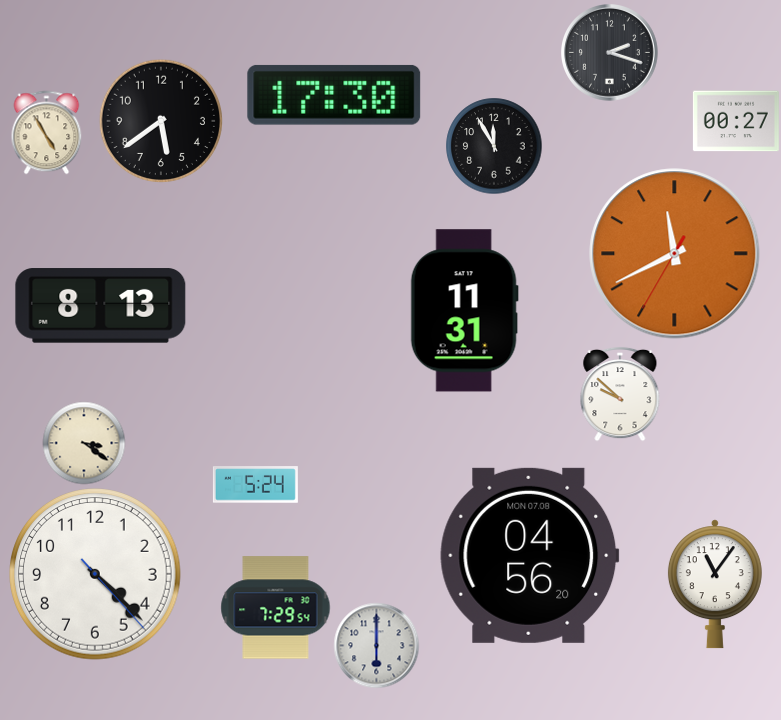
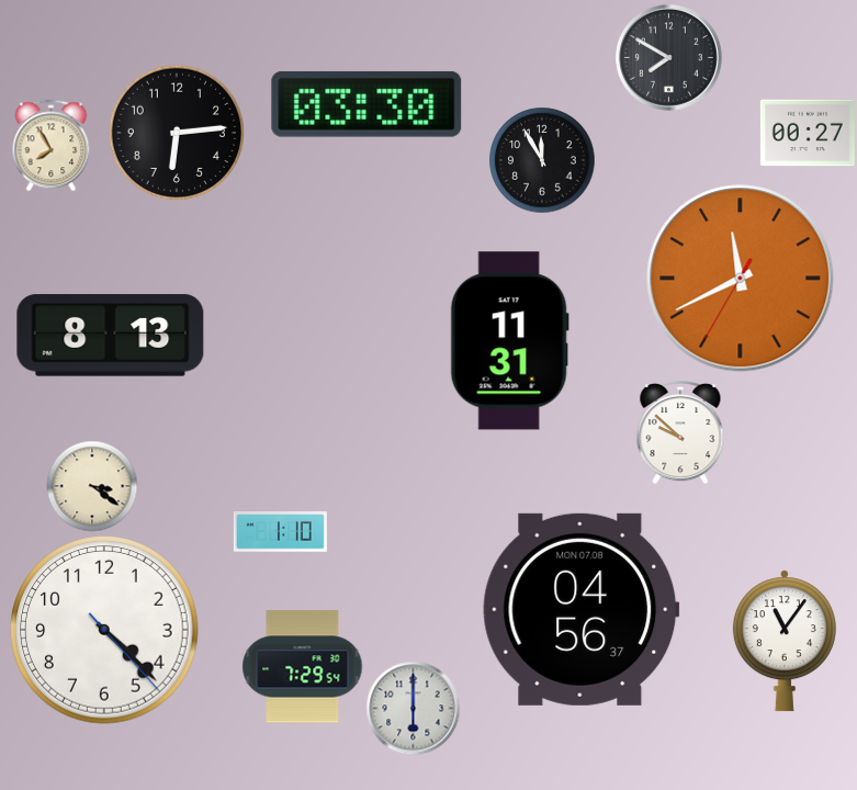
clock at (610, 53): 2:18 -> 7:50
clock at (334, 95): 17:30 -> 03:30
clock at (160, 120): 5:39 -> 6:14
clock at (47, 132): 4:55 -> 7:55
clock at (255, 485): 5:24 -> 1:10
clock at (530, 555): 04:56:20 -> 04:56:37
